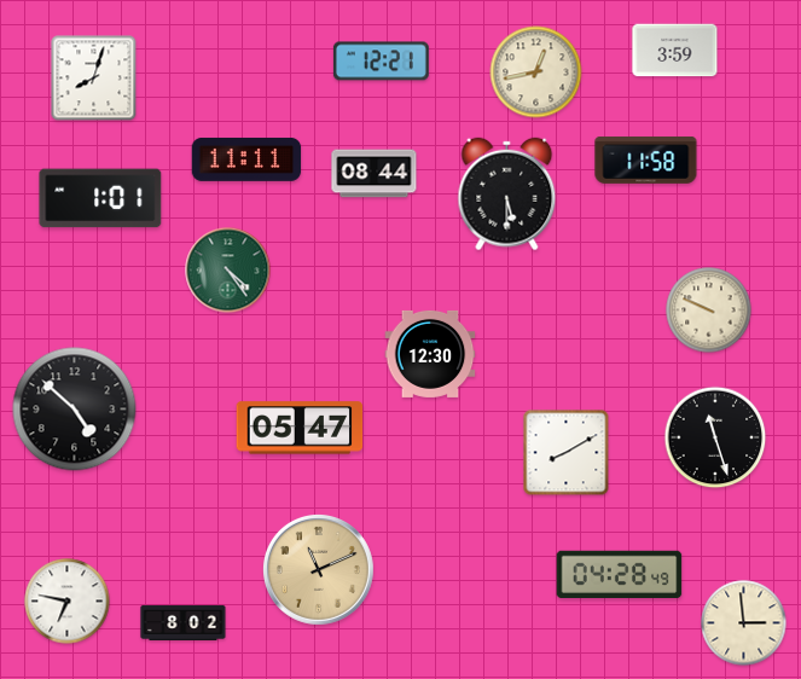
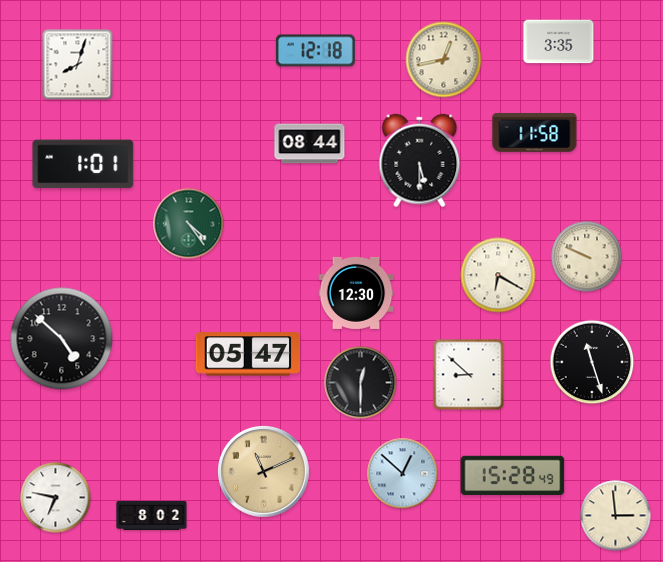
clock at (675, 51): 3:59 -> 3:35
clock at (381, 62): 12:21 -> 12:18
clock at (246, 159): 11:11 -> none
clock at (498, 275): none -> 6:20
clock at (567, 453): 8:10 -> 8:52
clock at (361, 383): none -> 12:30
clock at (403, 474): none -> 12:52
clock at (620, 574): 04:28 -> 15:28
